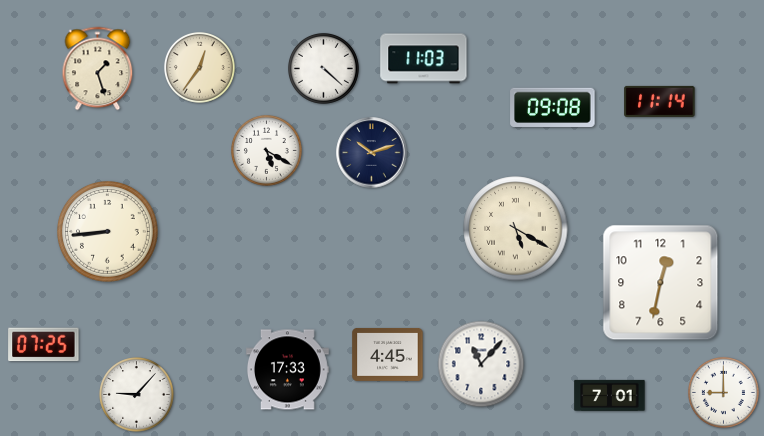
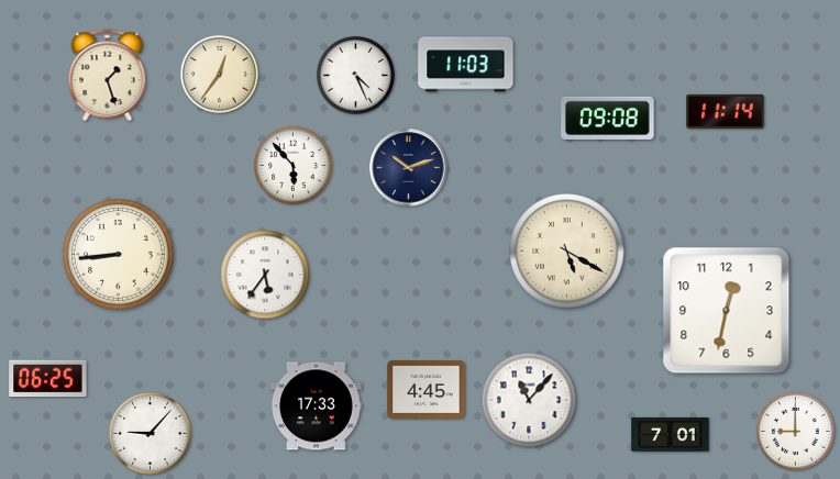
clock at (323, 68): 4:22 -> 4:26
clock at (266, 150): 5:20 -> 5:53
clock at (265, 275): none -> 5:36
clock at (44, 345): 07:25 -> 06:25
